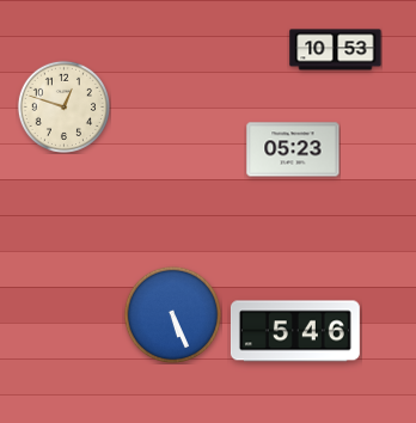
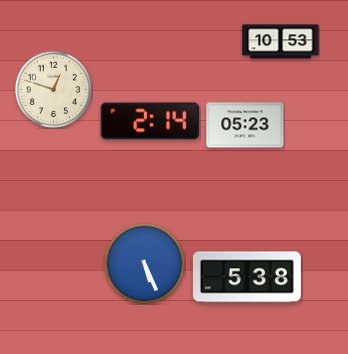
clock at (150, 121): none -> 2:14
clock at (295, 331): 5:46 -> 5:38
